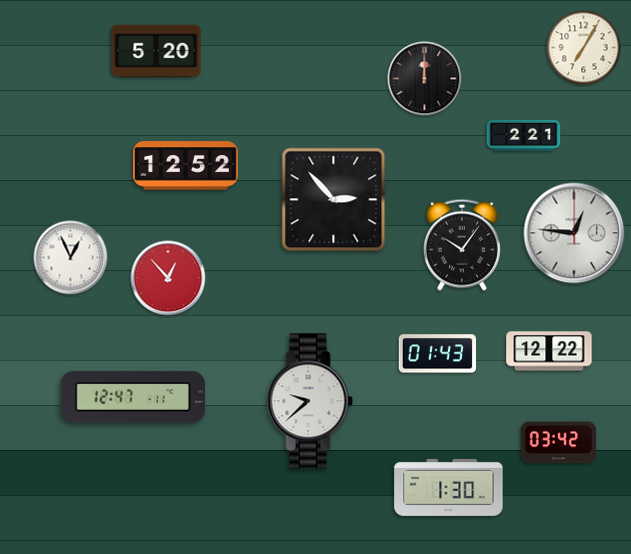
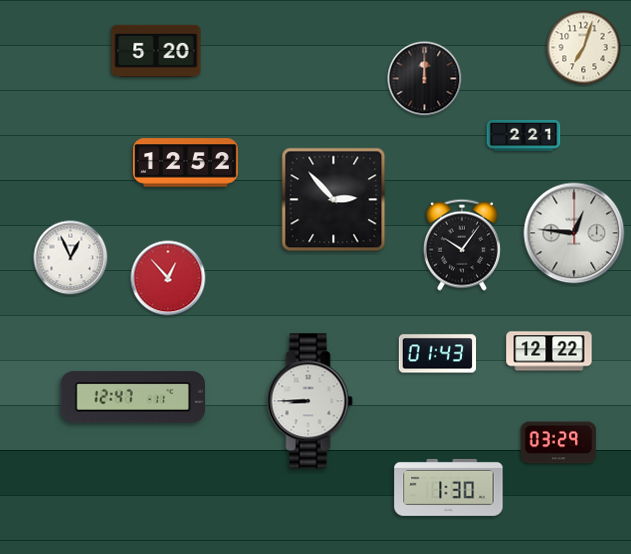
clock at (584, 48): 7:05 -> 7:03
clock at (186, 166) position: (186, 166) -> (186, 163)
clock at (310, 401): 9:38 -> 8:45
clock at (559, 443): 03:42 -> 03:29
